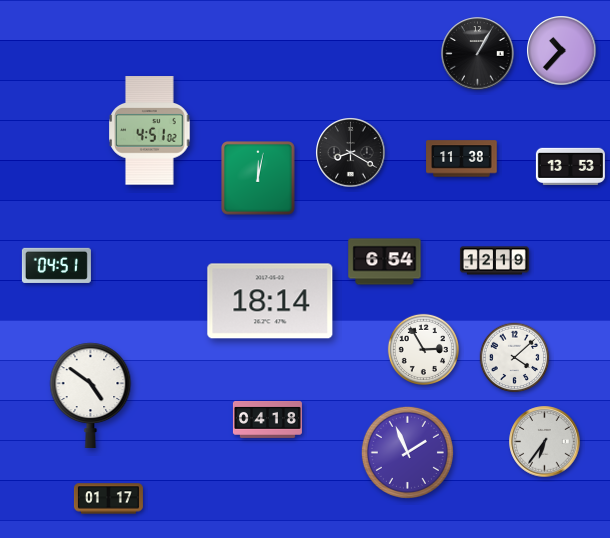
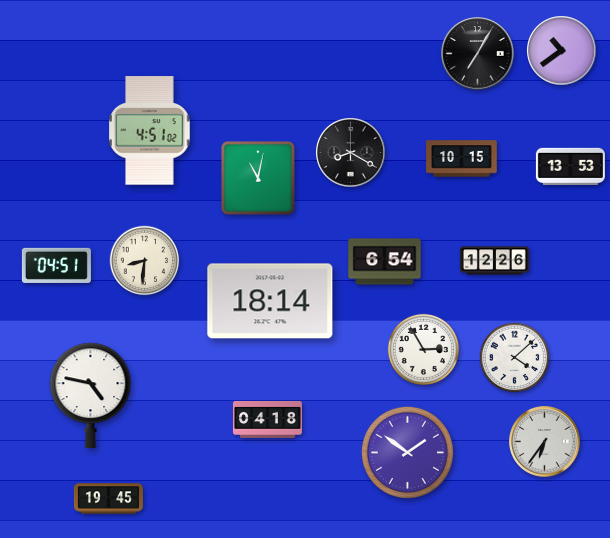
clock at (562, 51): 10:37 -> 10:39
clock at (478, 54): 1:05 -> 7:05
clock at (462, 159): 11:38 -> 10:15
clock at (259, 179): 12:02 -> 11:02
clock at (145, 261): none -> 8:31
clock at (494, 261): 12:19 -> 12:26
clock at (91, 395): 4:51 -> 4:47
clock at (407, 452): 1:56 -> 1:51
clock at (108, 499): 01:17 -> 19:45
